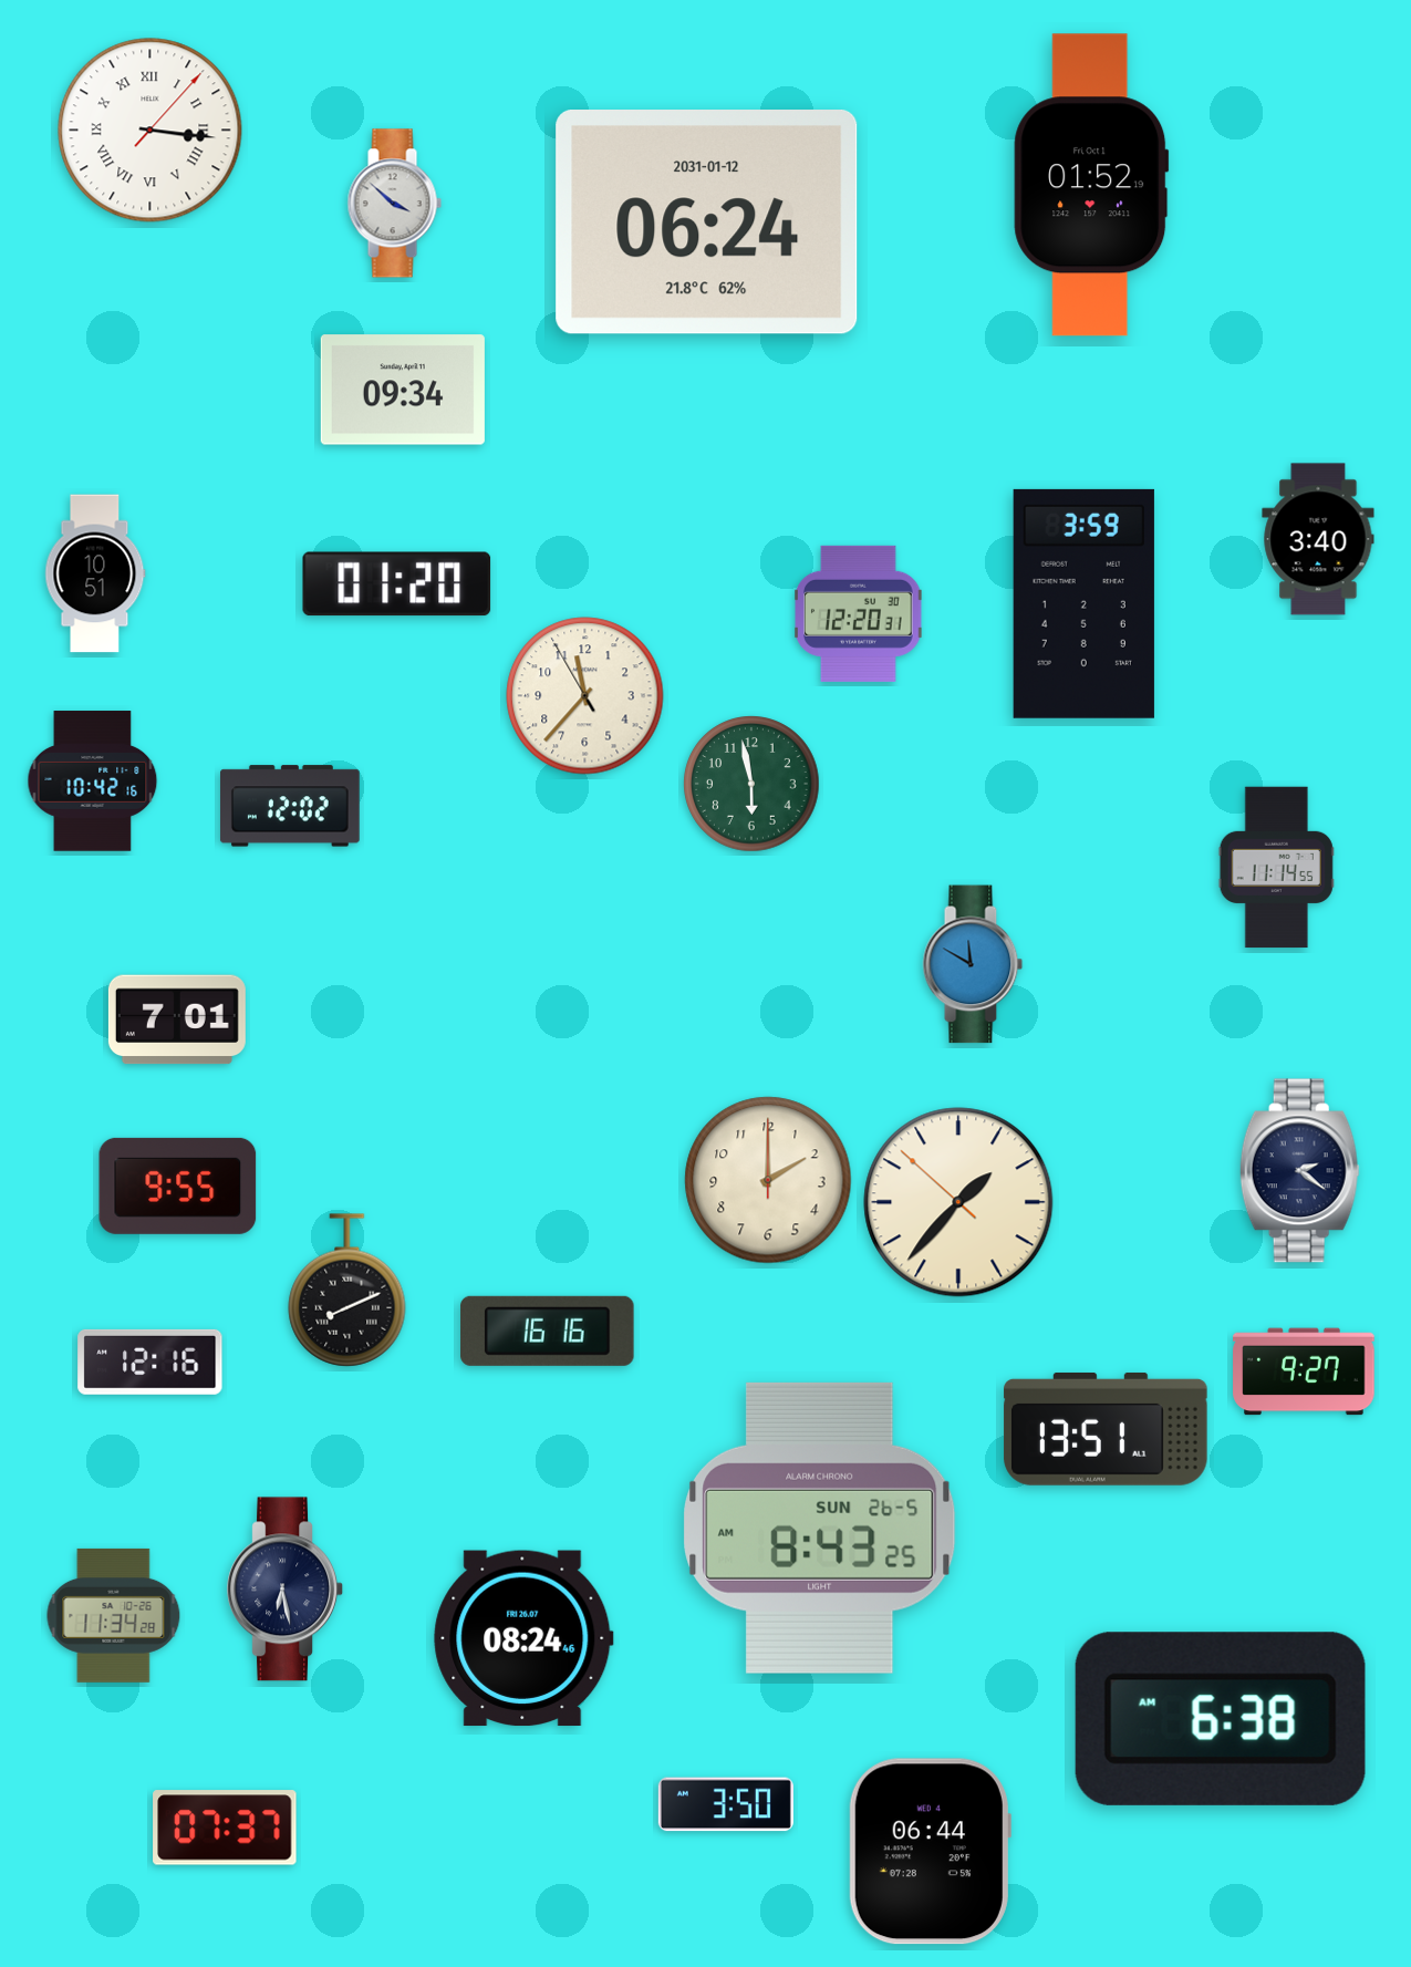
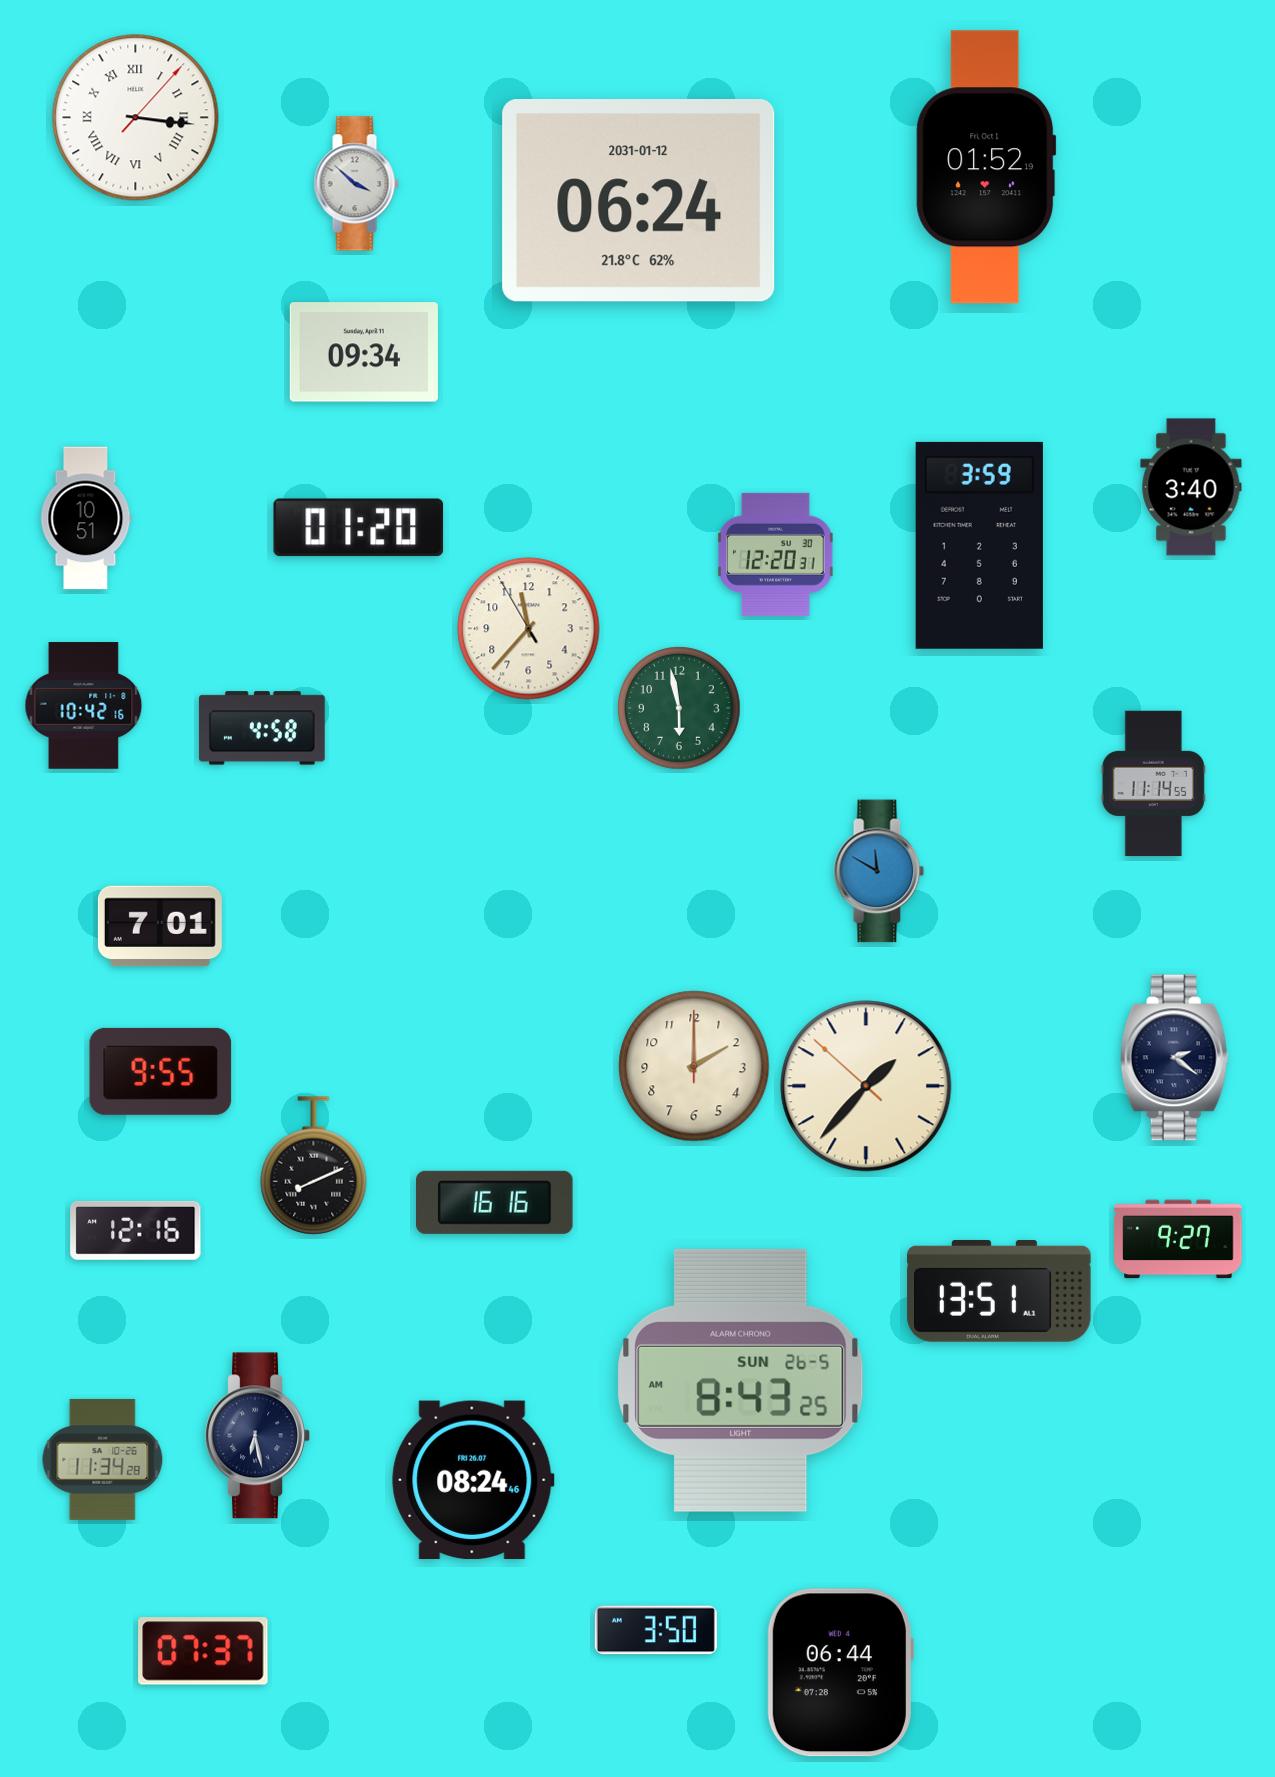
clock at (290, 806): 12:02 -> 4:58
clock at (177, 1019) position: (177, 1019) -> (160, 926)
clock at (1221, 1719): 6:38 -> none
